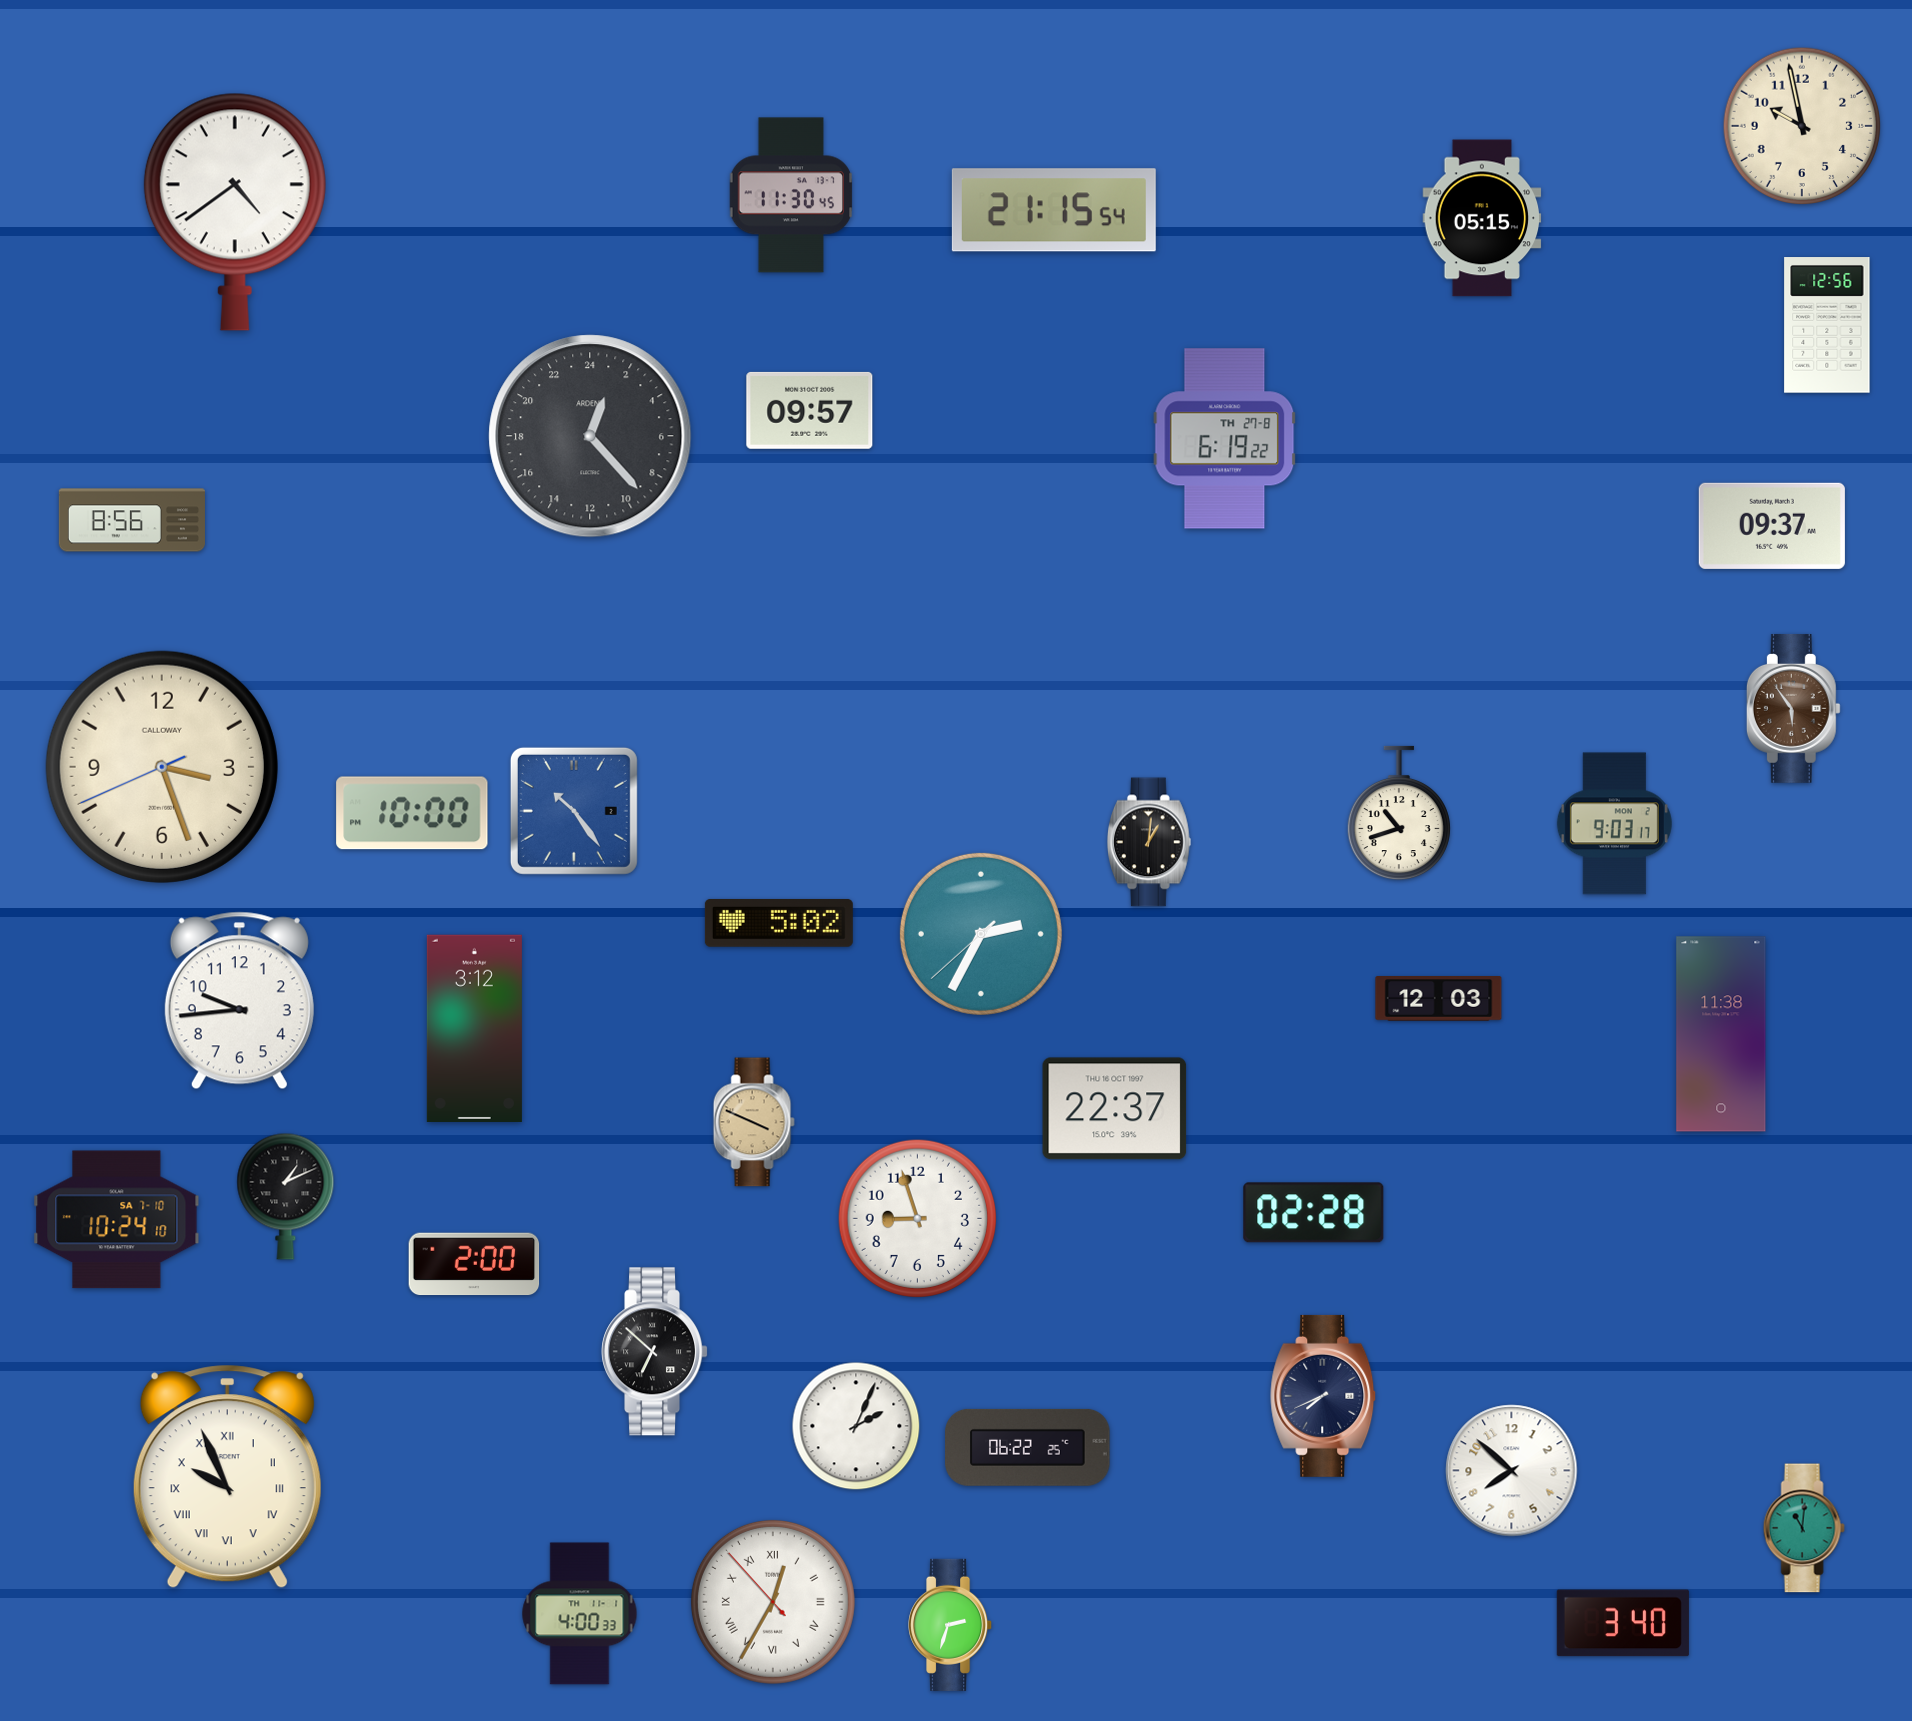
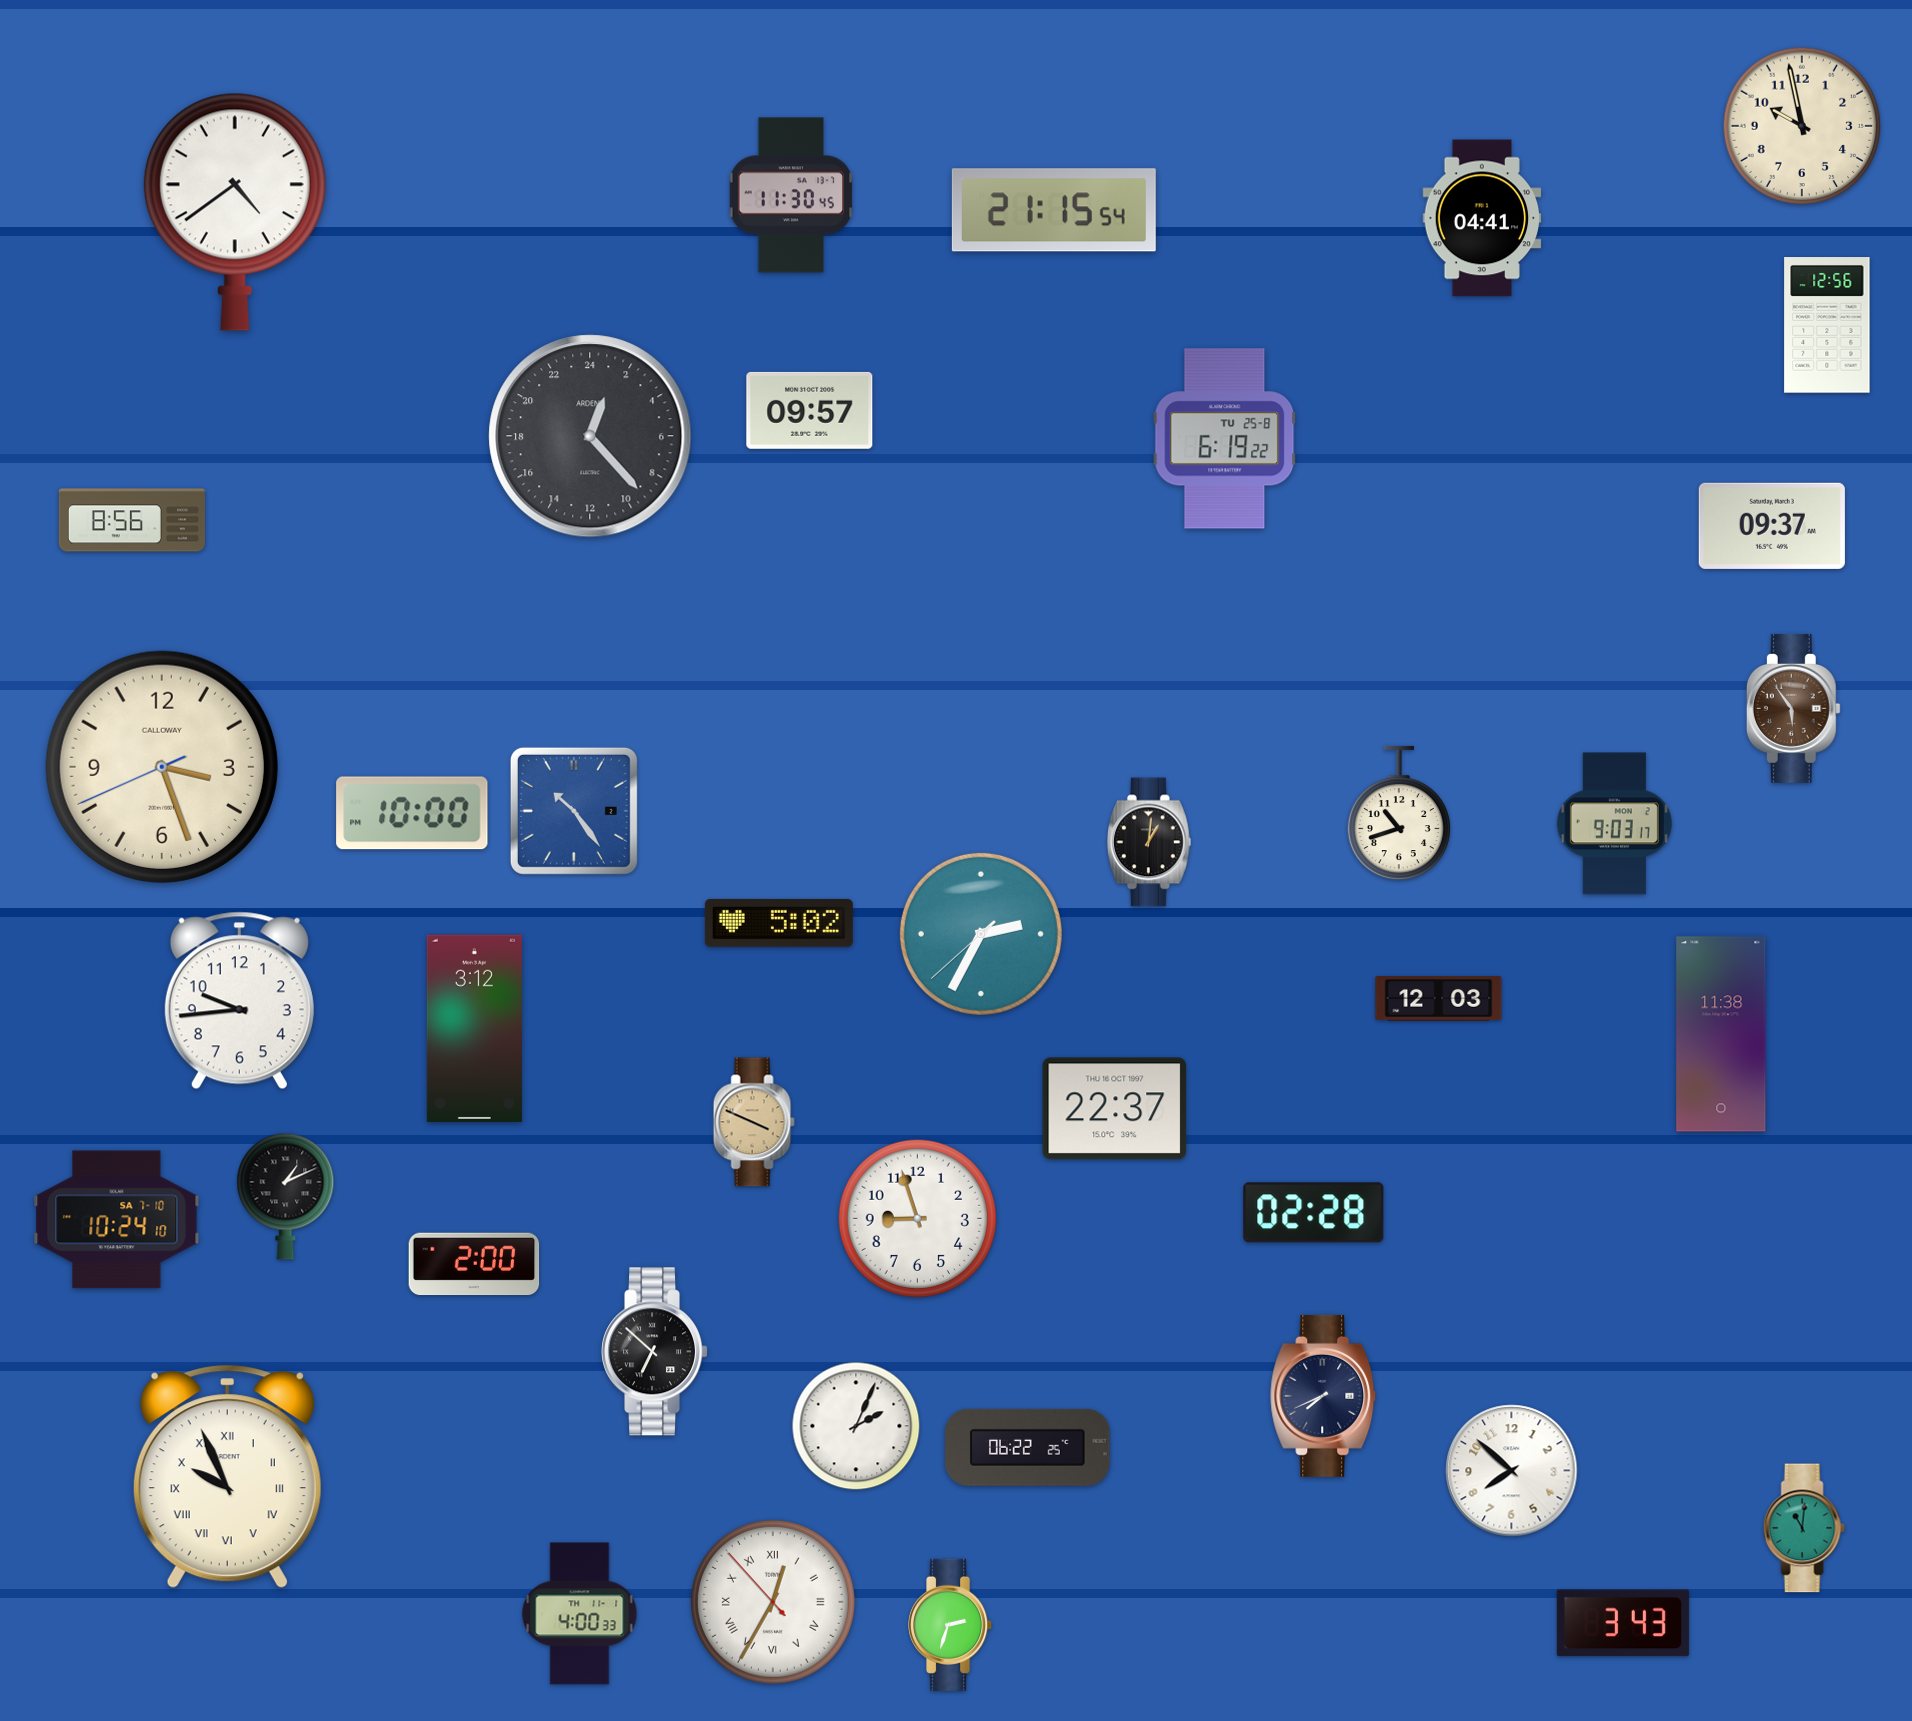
clock at (1482, 218): 05:15 -> 04:41
clock at (1225, 439) date: TH 27-8 -> TU 25-8
clock at (1623, 1623): 3:40 -> 3:43
